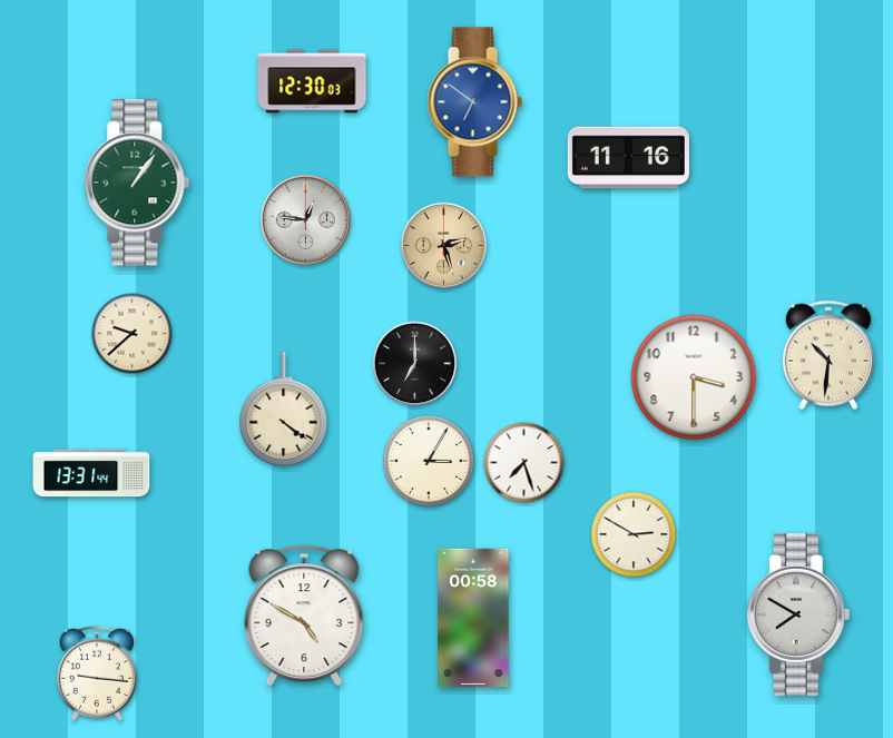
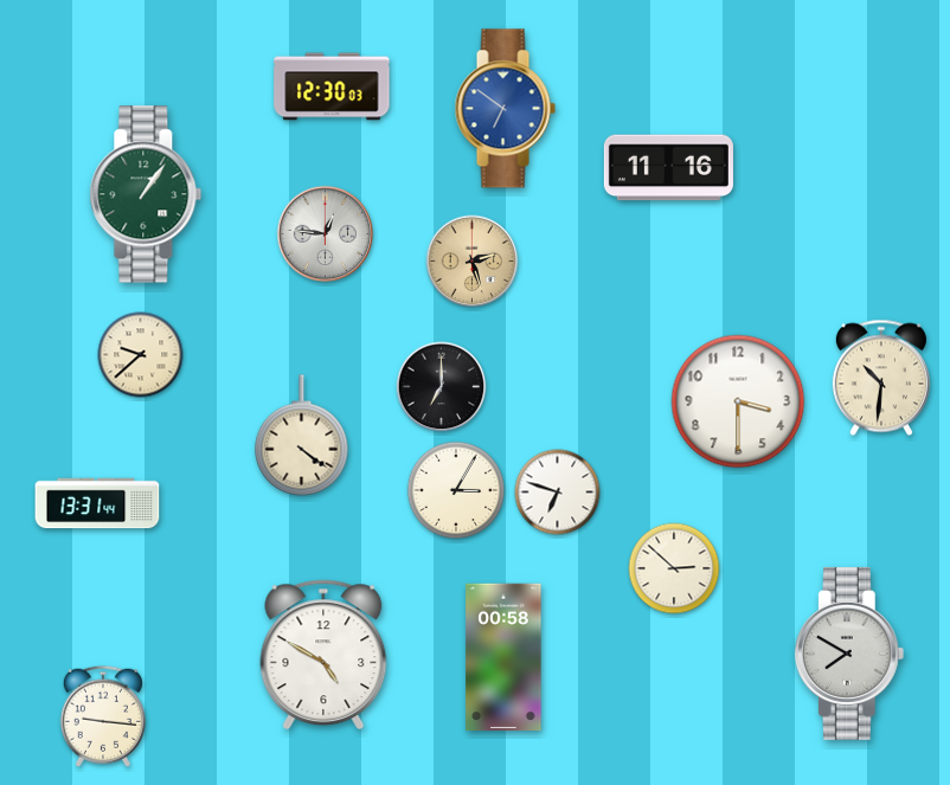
clock at (524, 463): 7:27 -> 6:48
clock at (634, 534): 2:50 -> 2:52
